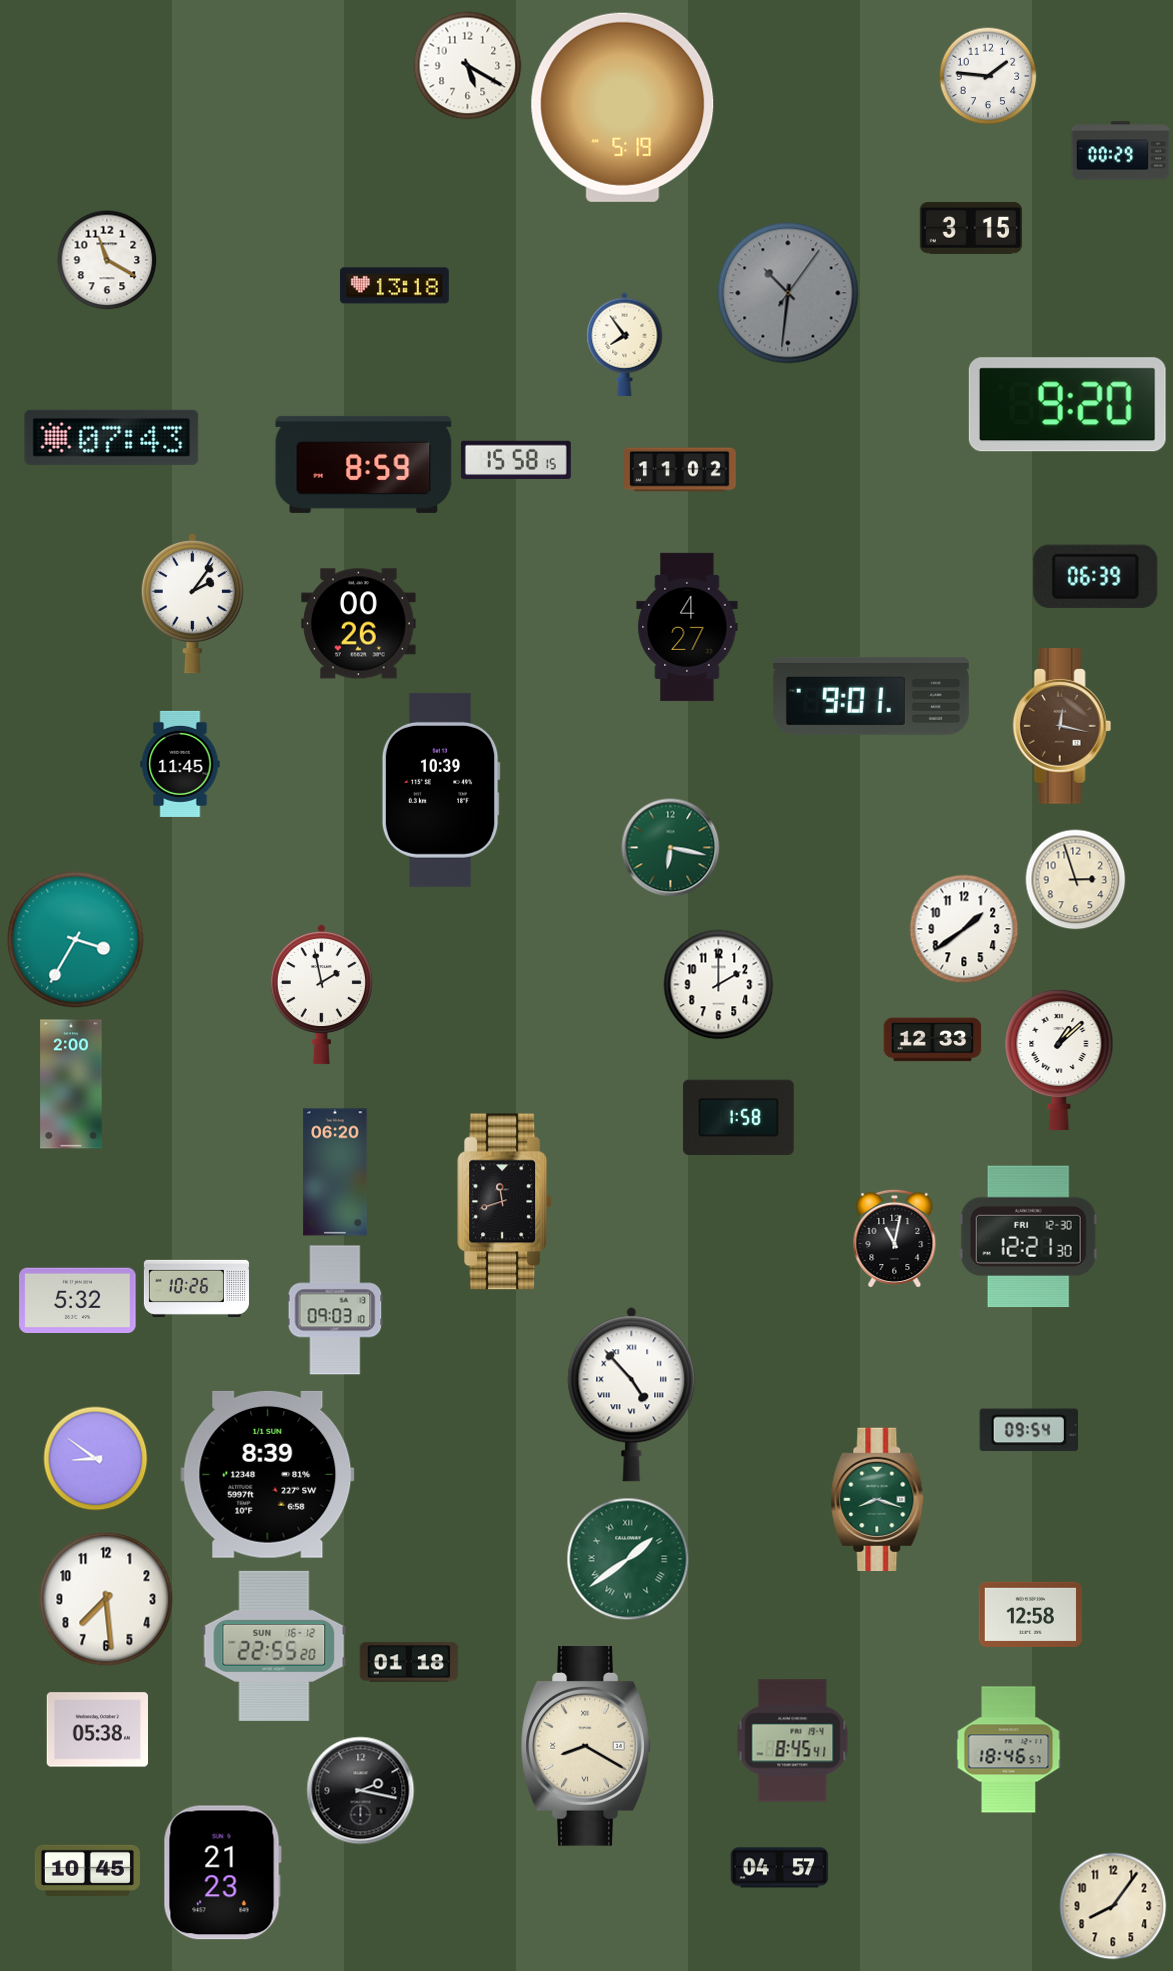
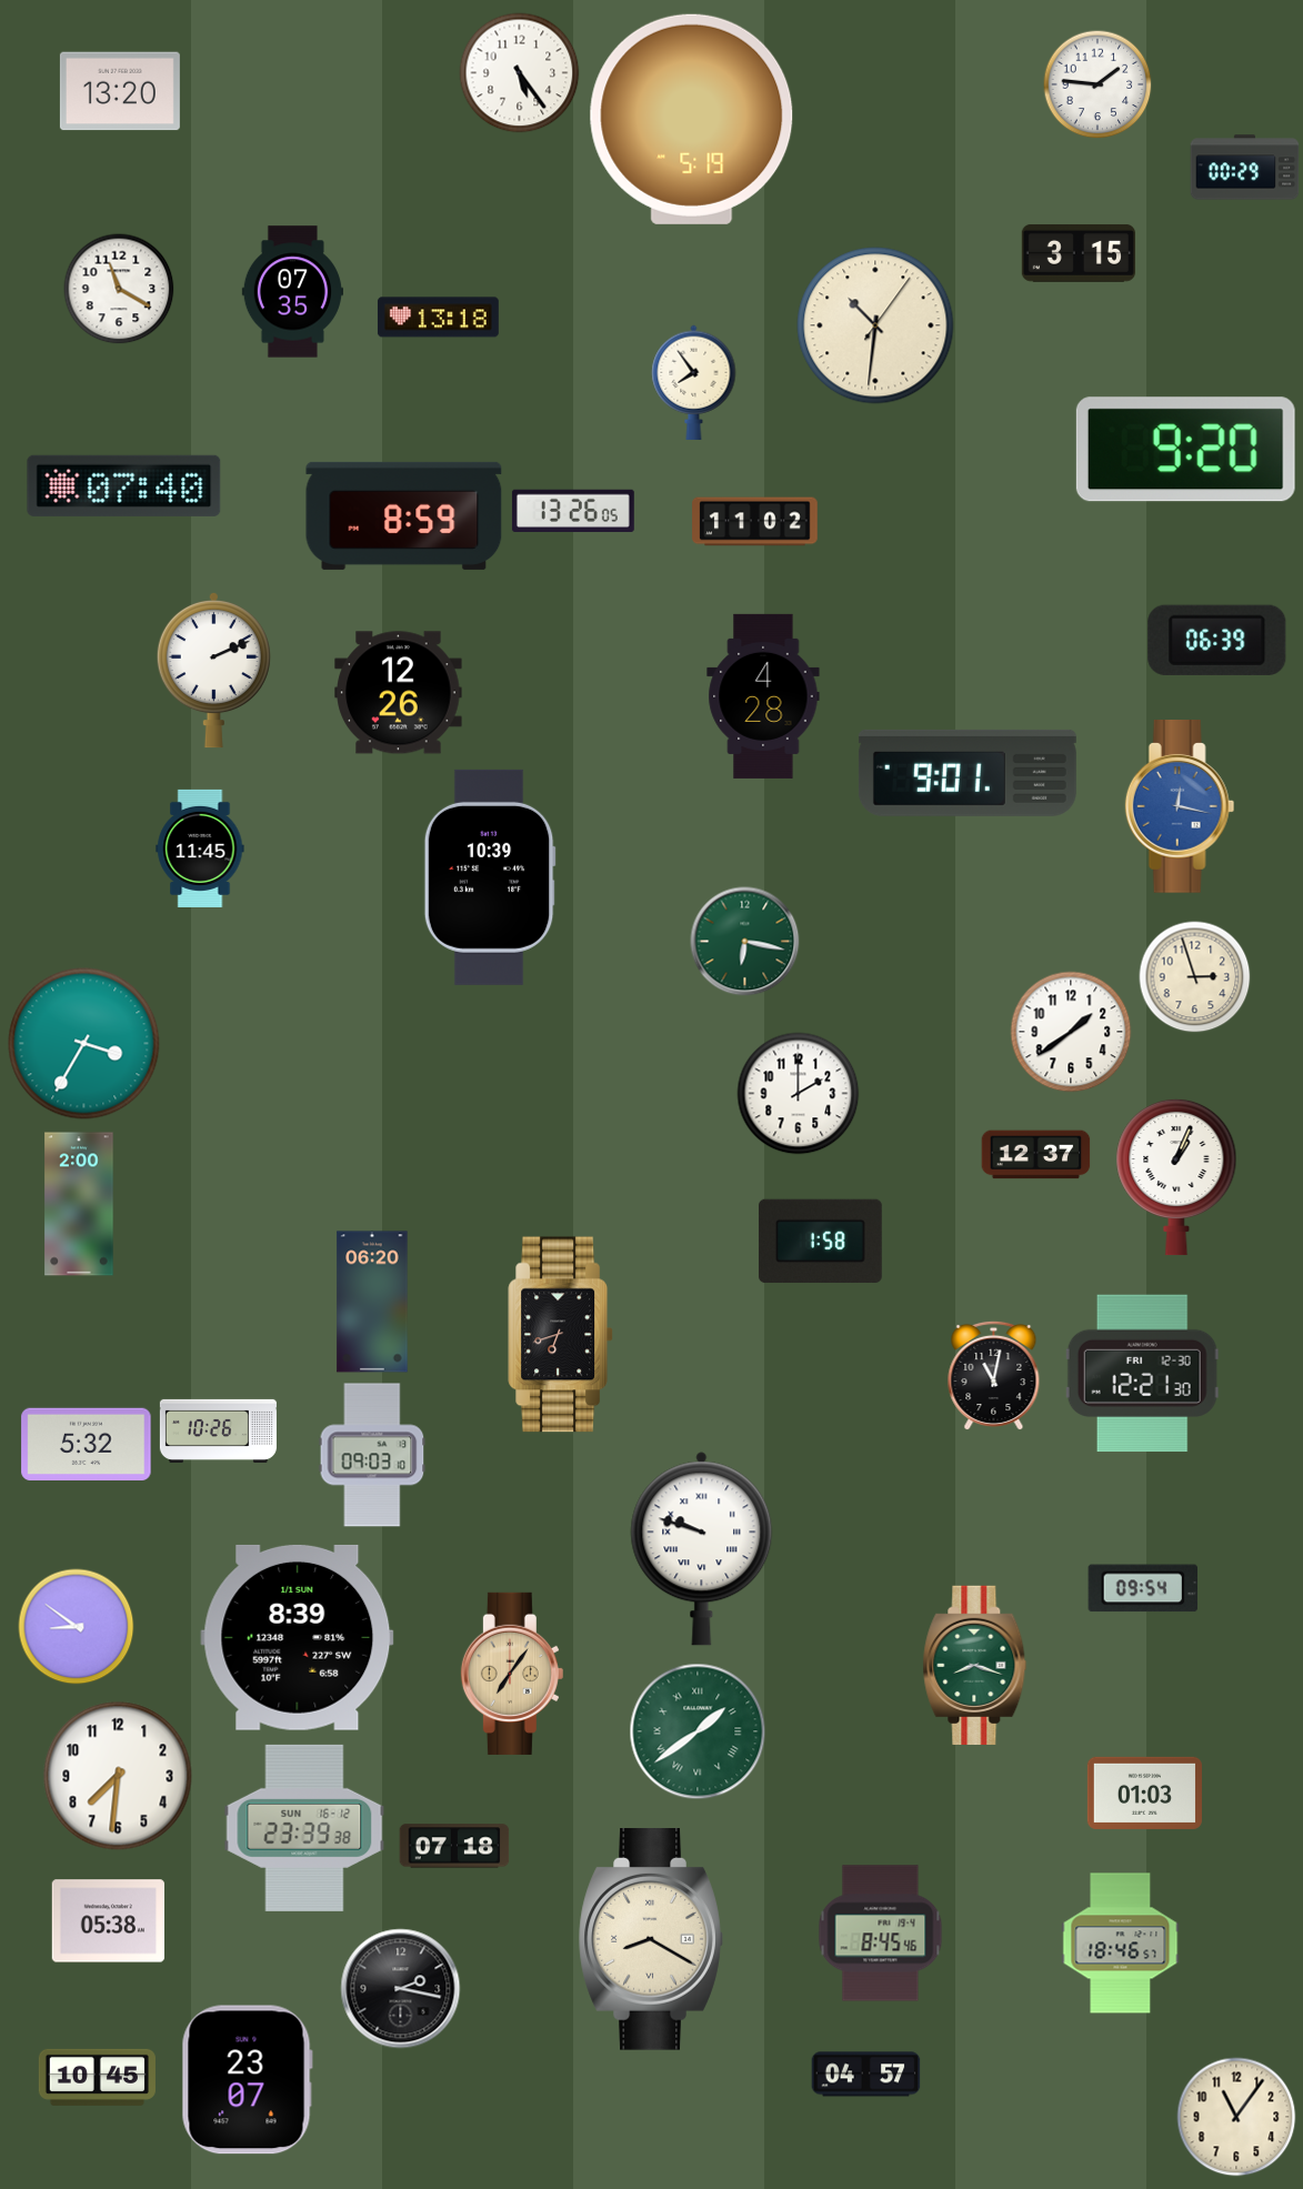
clock at (468, 66): 5:20 -> 5:24
clock at (120, 91): none -> 13:20
clock at (292, 292): none -> 07:35
clock at (788, 293) dial: grey -> cream
clock at (112, 437): 07:43 -> 07:40
clock at (516, 459): 15:58 -> 13:26
clock at (192, 603): 2:06 -> 2:11
clock at (359, 624): 00:26 -> 12:26
clock at (687, 627): 4:27 -> 4:28
clock at (1062, 727) dial: brown -> blue
clock at (321, 994): 1:58 -> none
clock at (933, 1040): 12:33 -> 12:37
clock at (1059, 1060): 1:08 -> 1:04
clock at (505, 1202): 11:42 -> 6:42
clock at (632, 1395): 4:53 -> 9:48
clock at (96, 1459) position: (96, 1459) -> (77, 1627)
clock at (512, 1674): none -> 7:06
clock at (106, 1599): 7:29 -> 7:31
clock at (1030, 1614): 12:58 -> 01:03
clock at (274, 1646): 22:55 -> 23:39
clock at (409, 1662): 01:18 -> 07:18
clock at (793, 1741): 8:45:41 -> 8:45:46
clock at (222, 1873): 21:23 -> 23:07
clock at (1113, 1906): 8:06 -> 11:06
